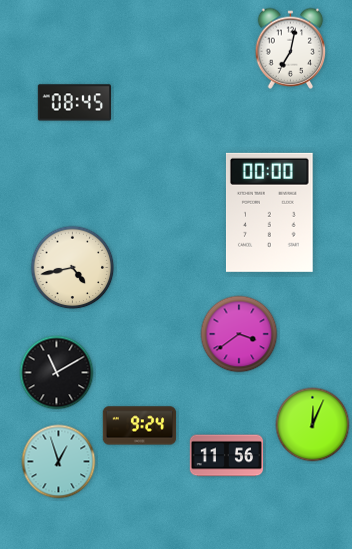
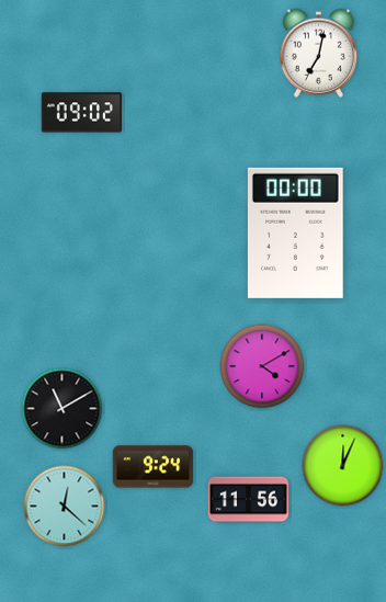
clock at (75, 103): 08:45 -> 09:02
clock at (73, 268): 4:43 -> none
clock at (239, 334): 3:39 -> 4:10
clock at (59, 462): 12:57 -> 12:22
